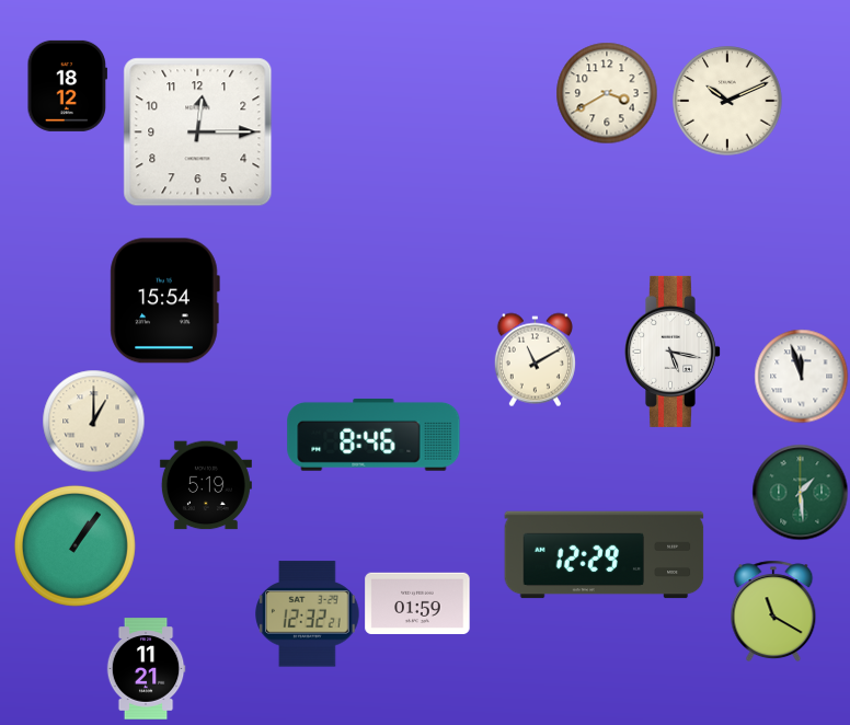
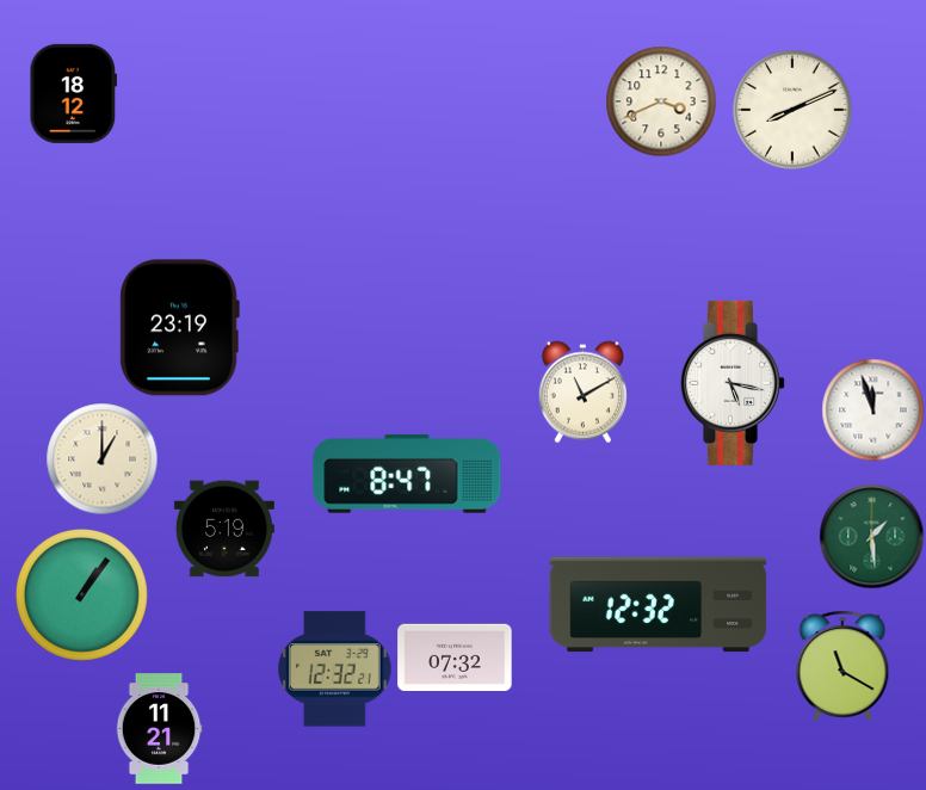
clock at (607, 93): 3:40 -> 3:41
clock at (727, 101): 10:11 -> 8:11
clock at (198, 133): 12:15 -> none
clock at (164, 301): 15:54 -> 23:19
clock at (374, 435): 8:46 -> 8:47
clock at (605, 555): 12:29 -> 12:32
clock at (417, 603): 01:59 -> 07:32
